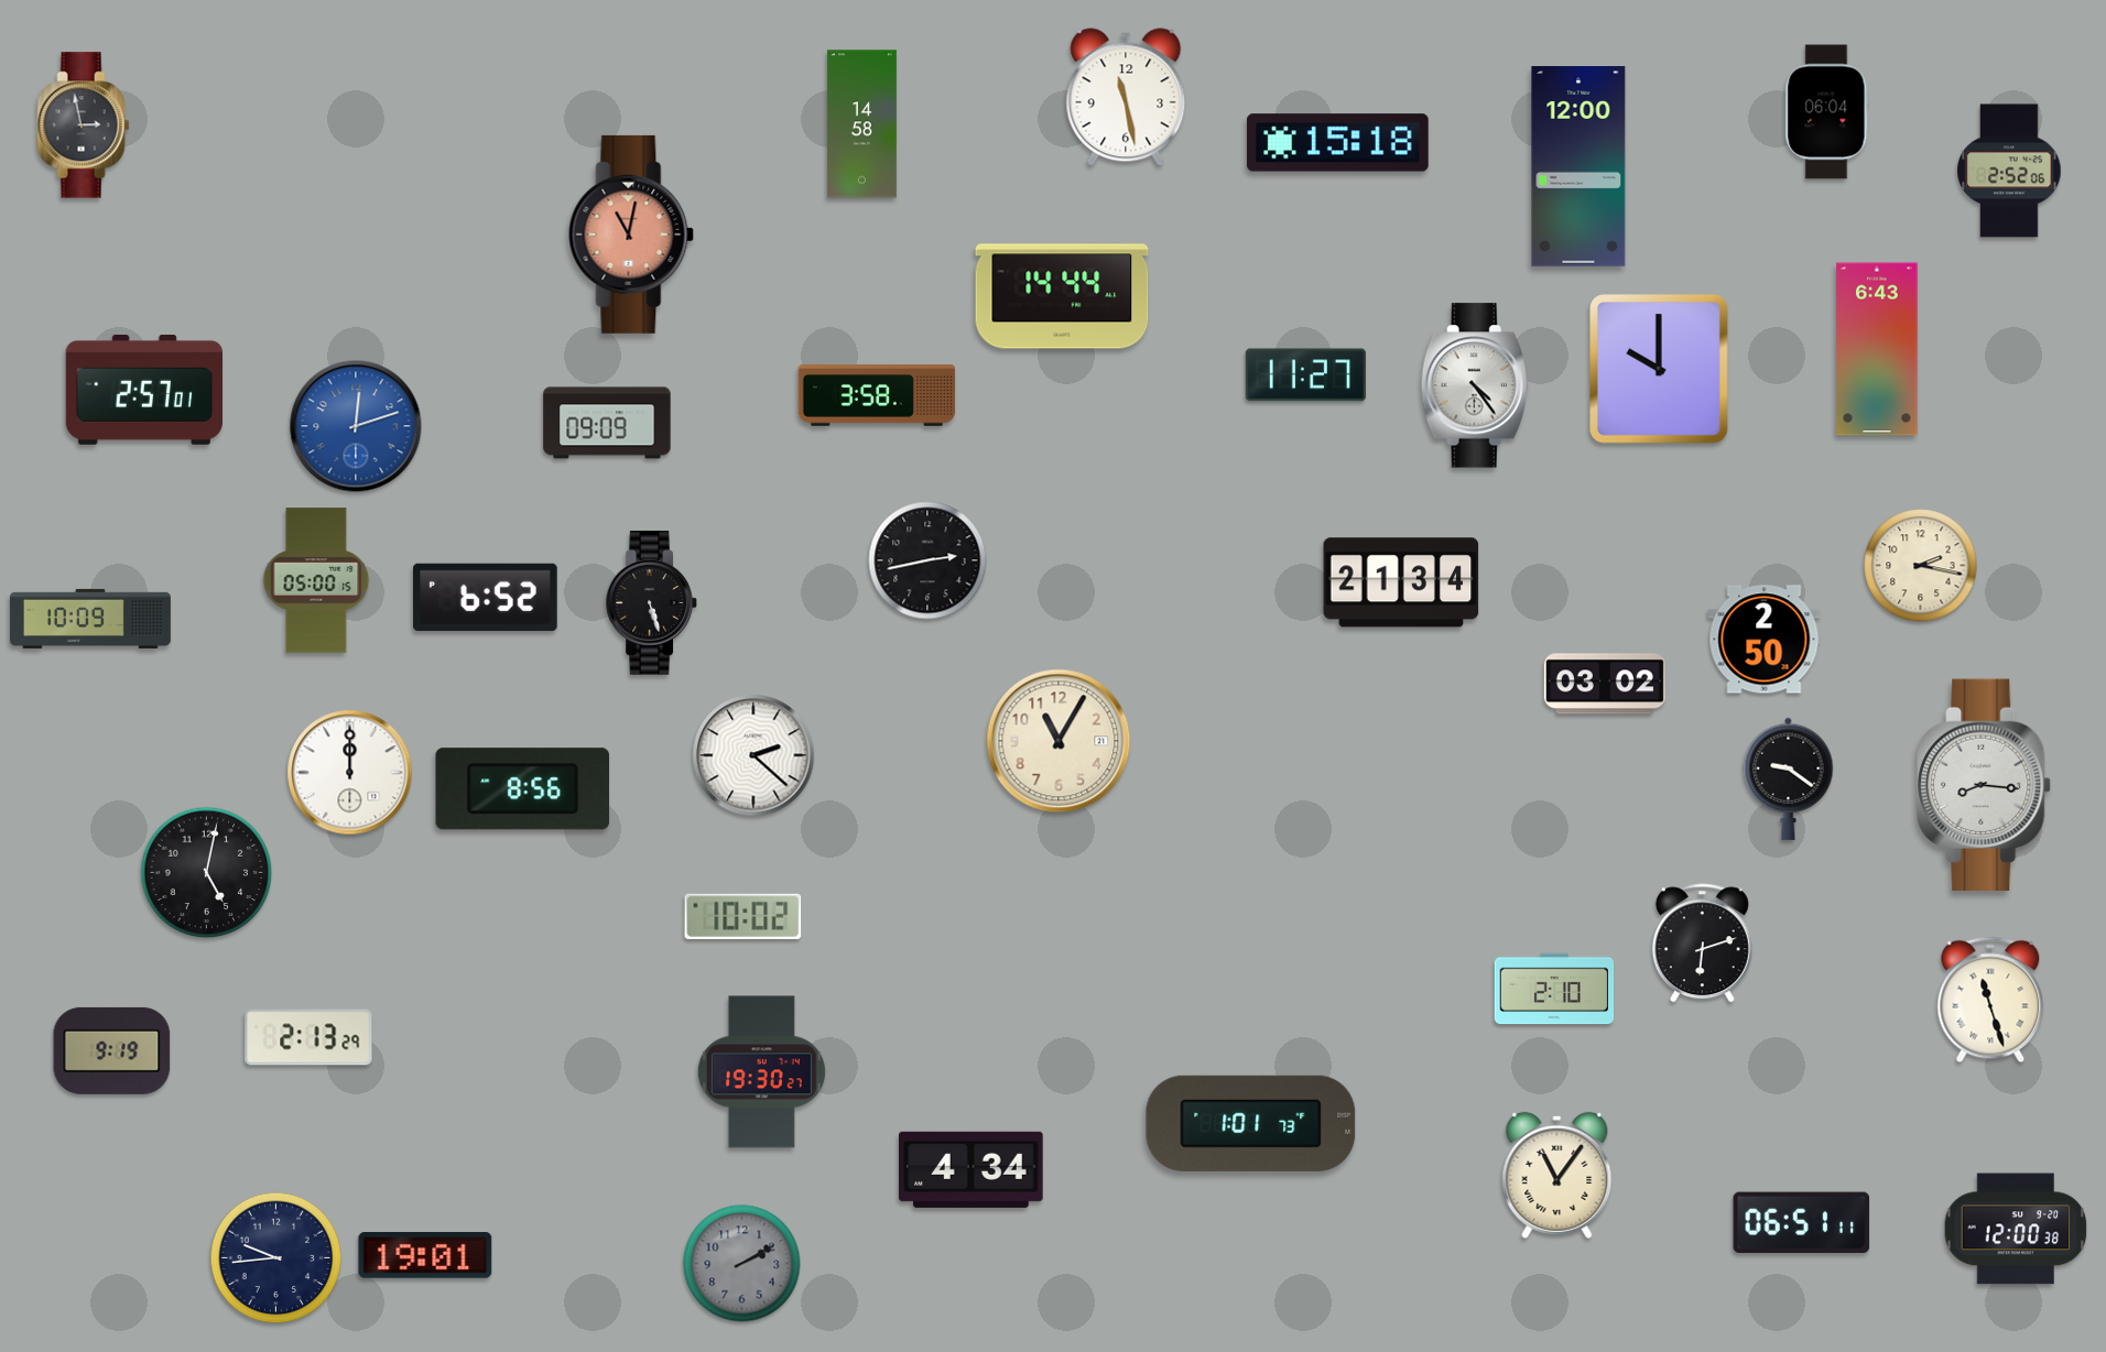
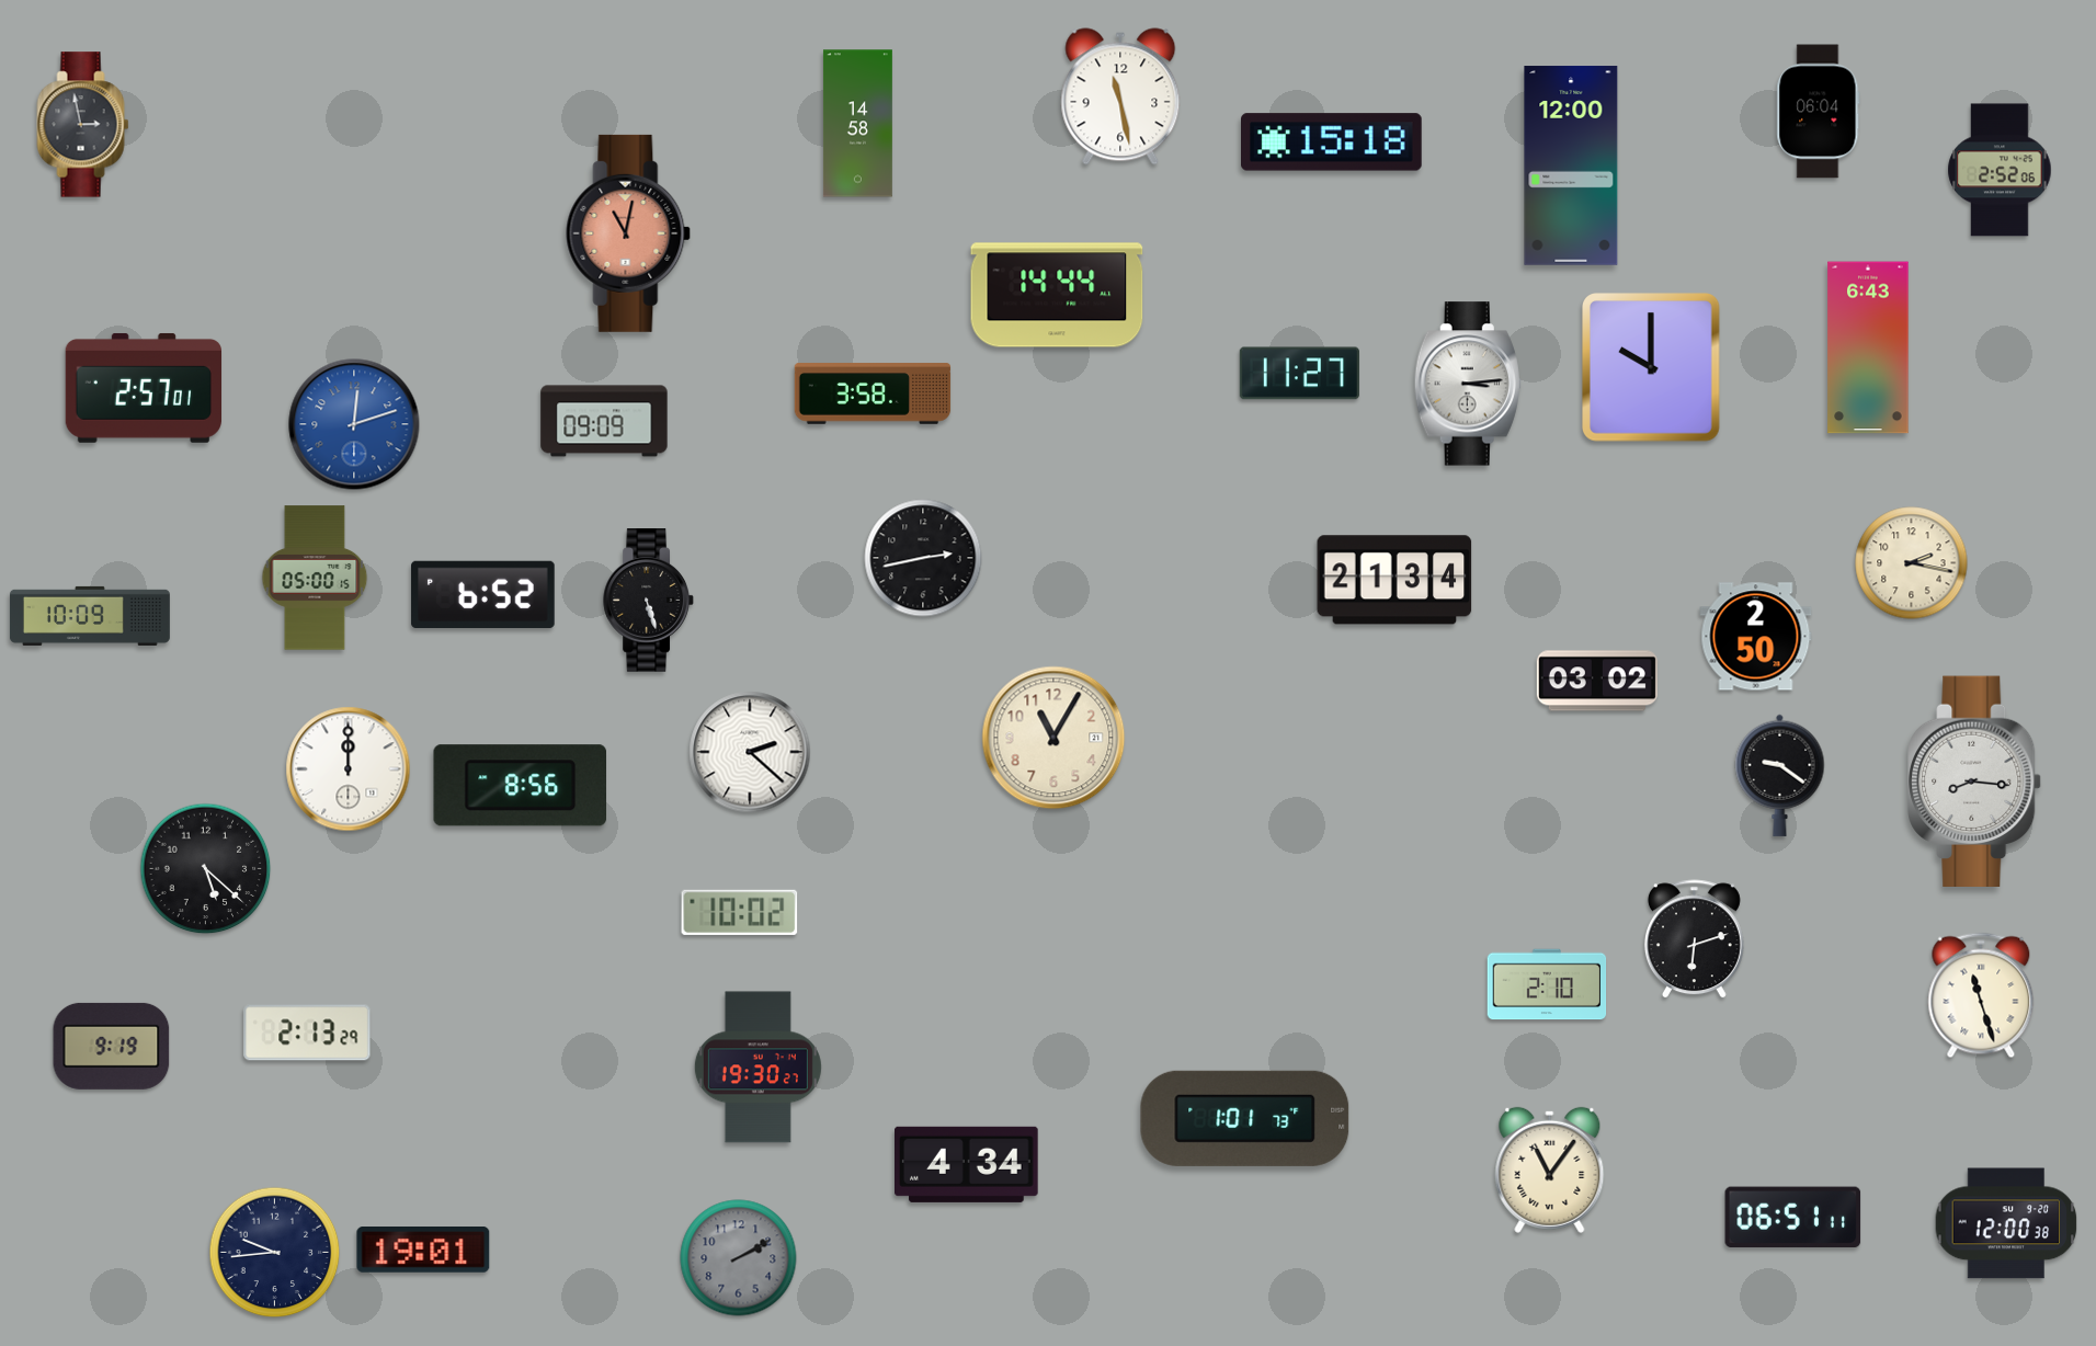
clock at (1475, 385): 4:24 -> 3:14
clock at (207, 873): 5:02 -> 5:22
